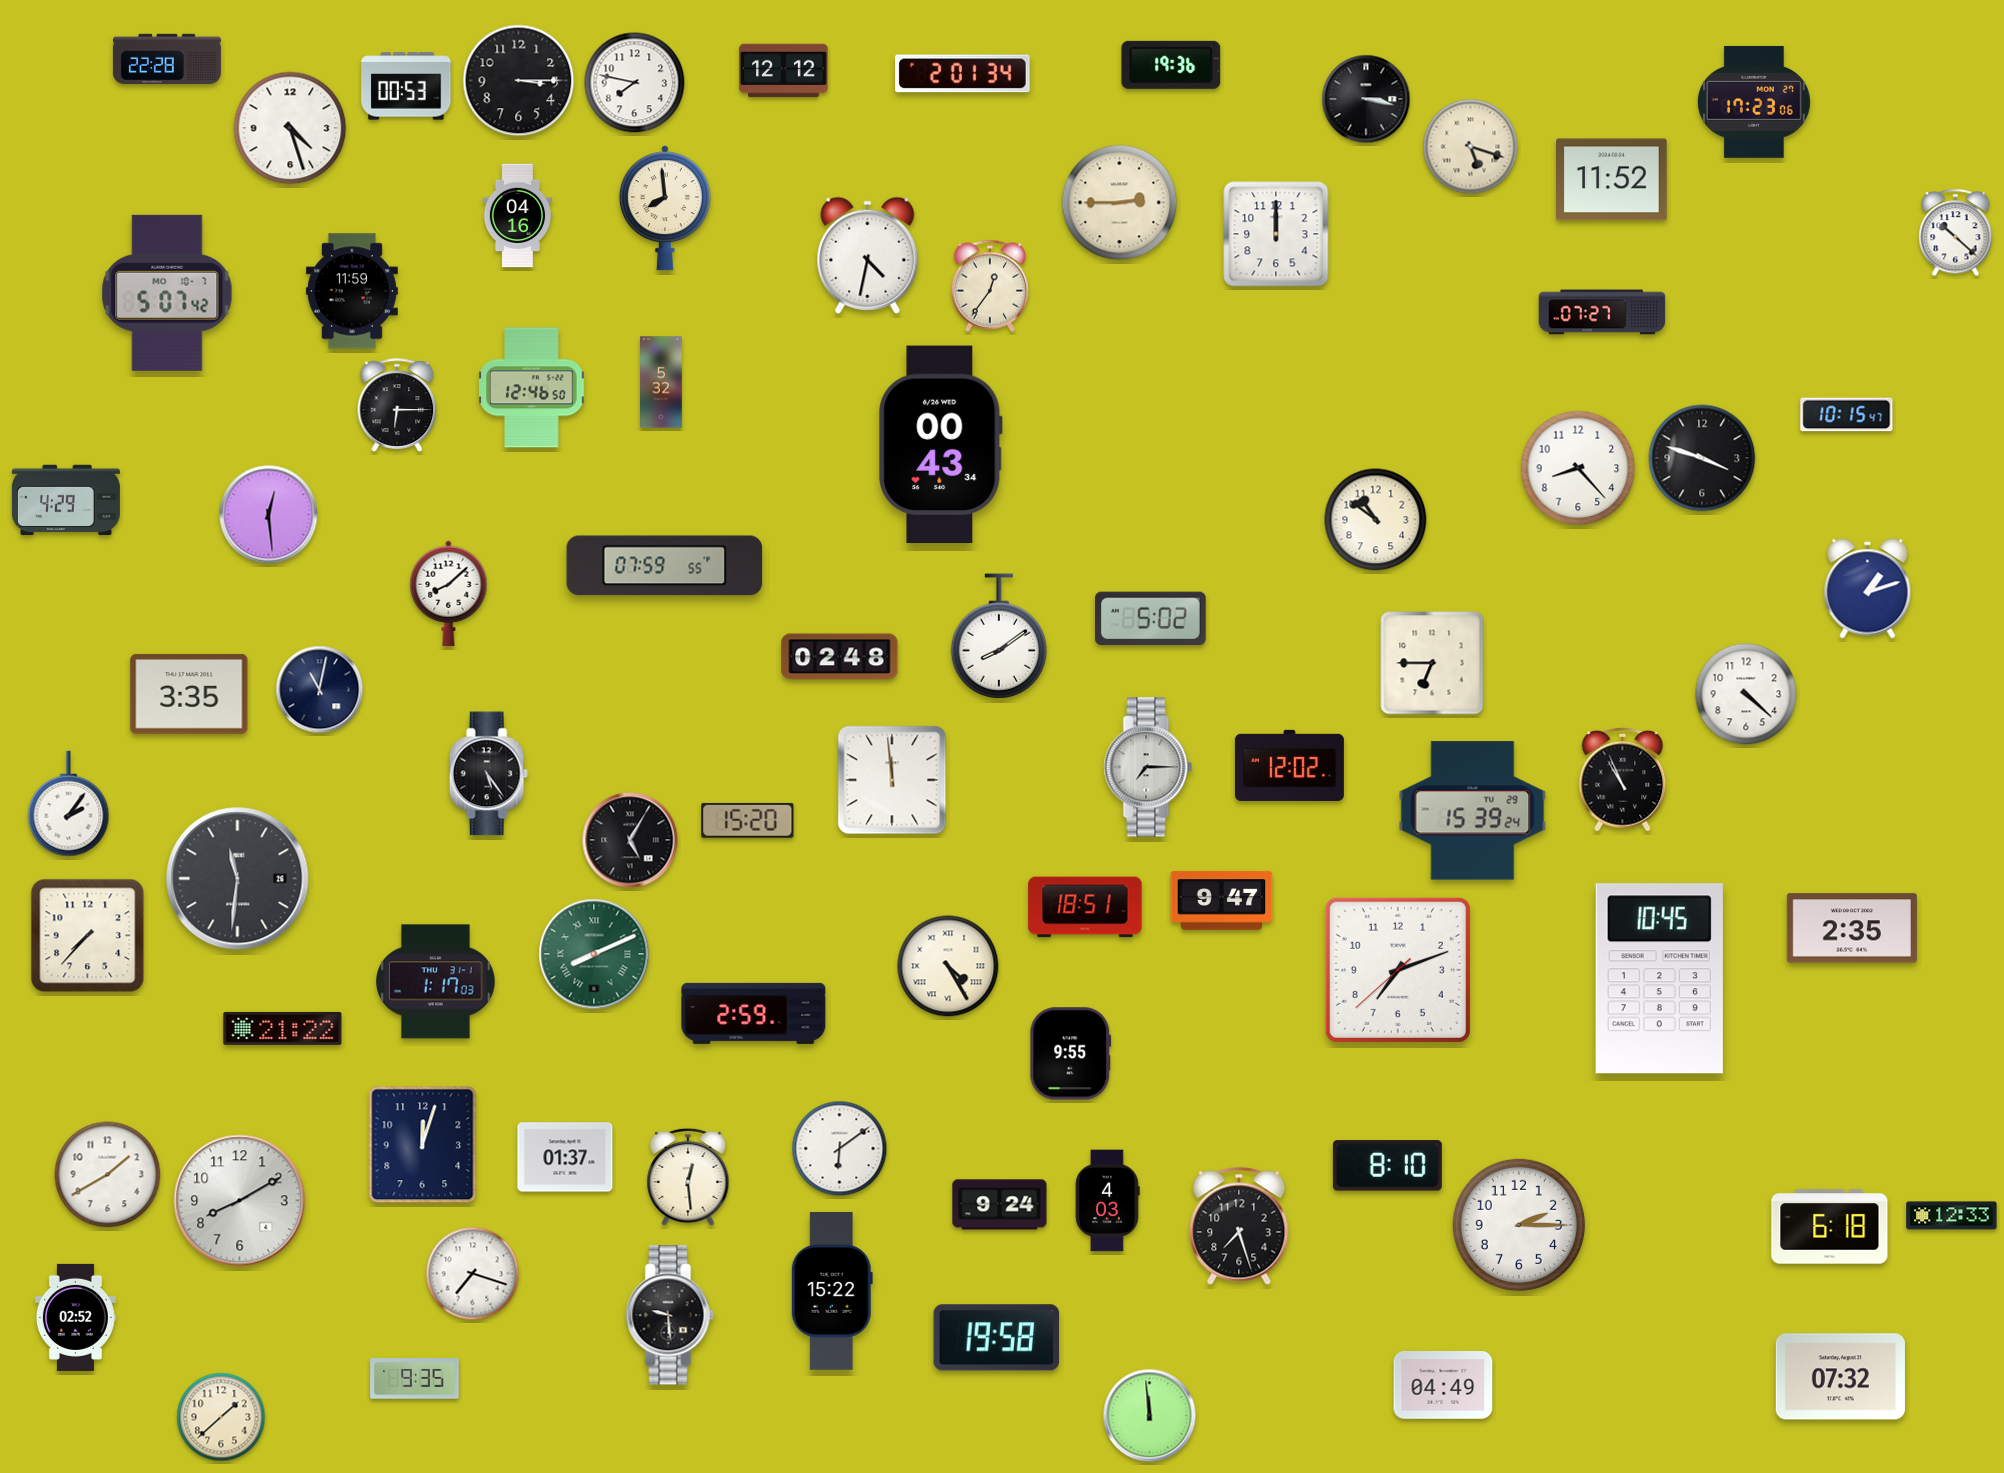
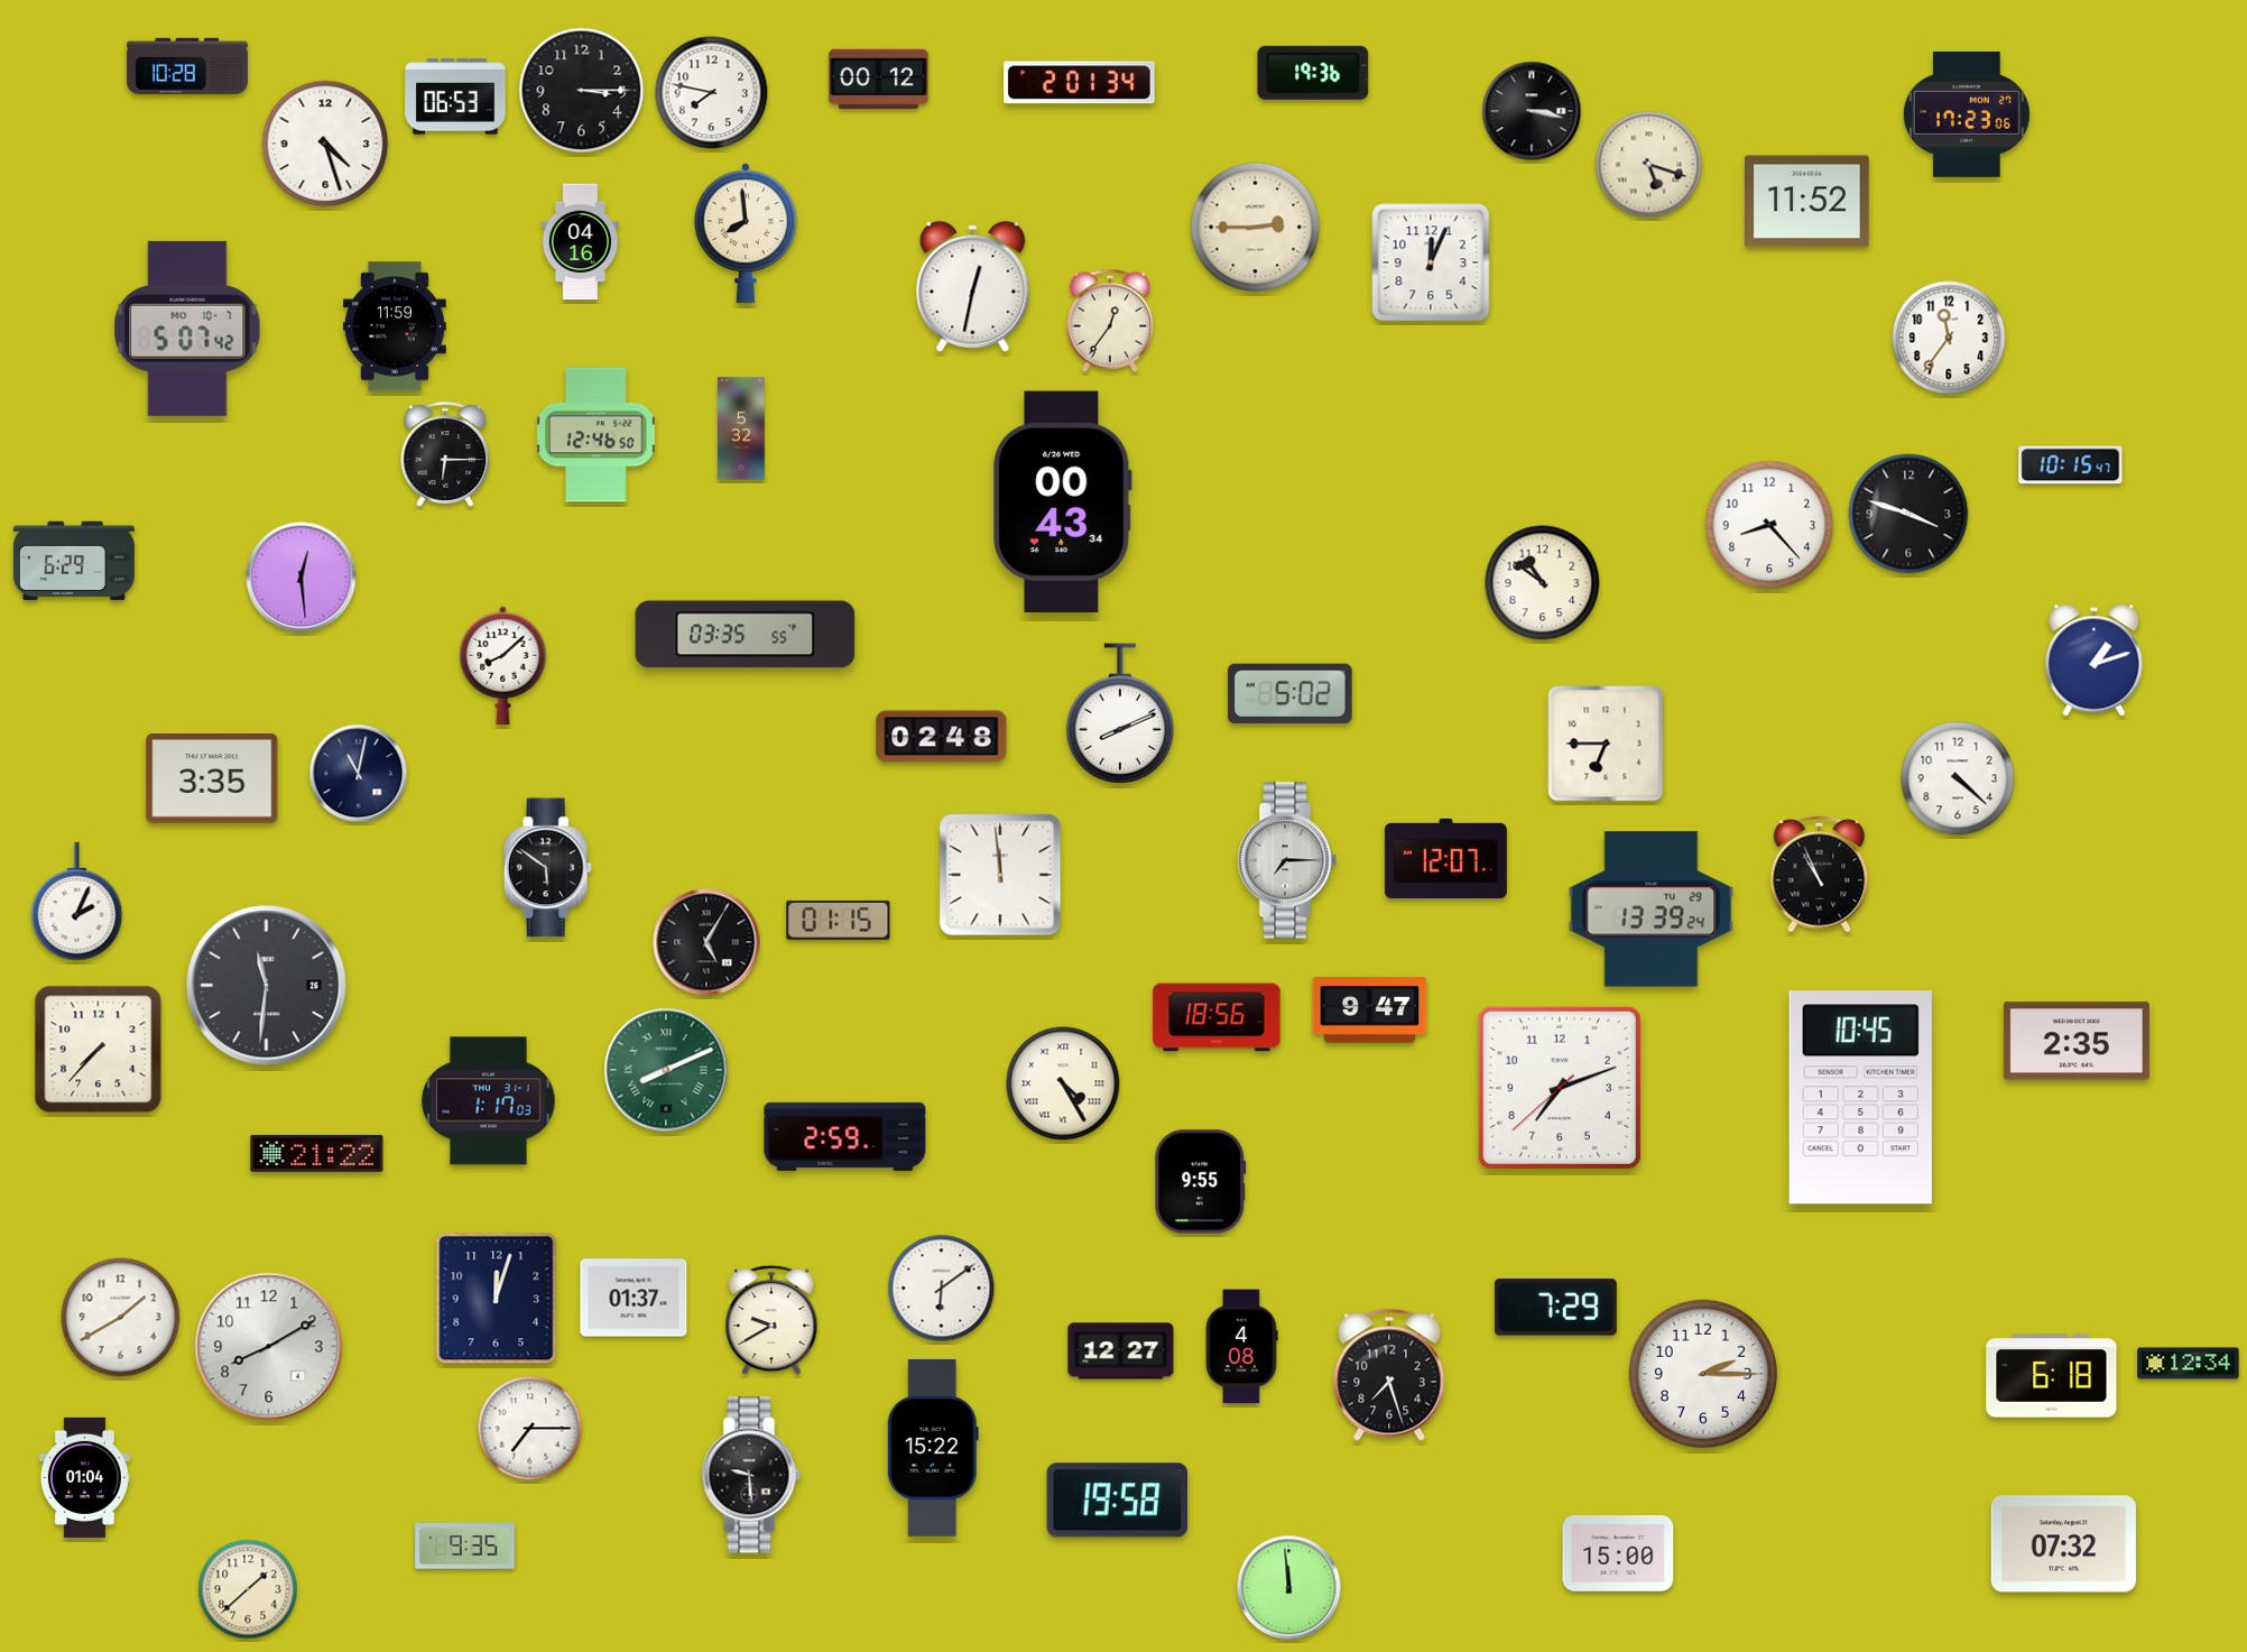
clock at (167, 58): 22:28 -> 10:28
clock at (784, 71): 12:12 -> 00:12
clock at (406, 86): 00:53 -> 06:53
clock at (1956, 233): 10:22 -> none
clock at (1276, 234): 12:00 -> 12:04
clock at (868, 255): 4:32 -> 12:32
clock at (1949, 338): none -> 11:36
clock at (1602, 312): 07:27 -> none
clock at (941, 445) position: (941, 445) -> (1063, 502)
clock at (66, 500): 4:29 -> 6:29
clock at (665, 566): 07:59 -> 03:35
clock at (998, 636): 8:09 -> 8:11
clock at (1289, 765): 12:02 -> 12:07
clock at (488, 774): 5:24 -> 5:51
clock at (69, 804): 2:06 -> 2:04
clock at (1473, 811): 15:39 -> 13:39
clock at (748, 820): 15:20 -> 01:15
clock at (1085, 907): 18:51 -> 18:56
clock at (1398, 970) position: (1398, 970) -> (1560, 1088)
clock at (423, 1145) position: (423, 1145) -> (497, 1299)
clock at (1387, 1166): 8:10 -> 7:29
clock at (688, 1177): 12:29 -> 9:40
clock at (1108, 1201): 4:03 -> 4:08
clock at (1000, 1205): 9:24 -> 12:27
clock at (1952, 1216): 12:33 -> 12:34
clock at (473, 1274): 7:18 -> 7:15
clock at (75, 1317): 02:52 -> 01:04
clock at (1443, 1386): 04:49 -> 15:00
